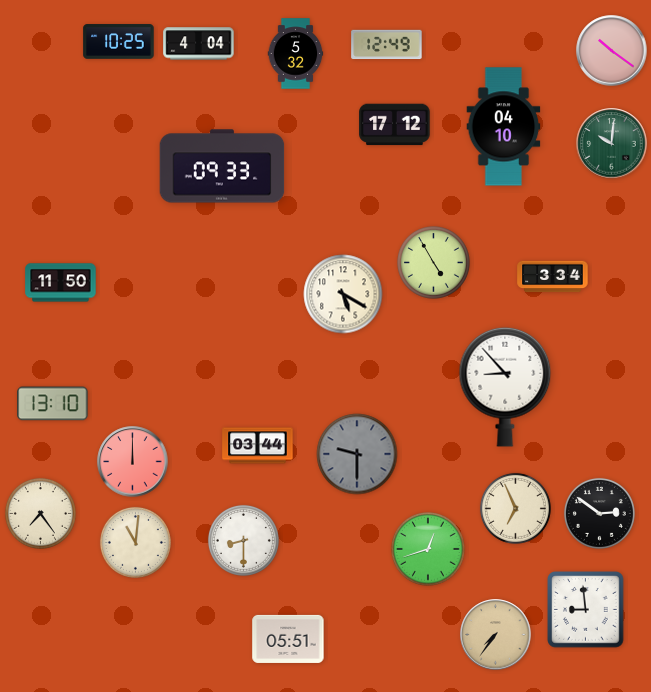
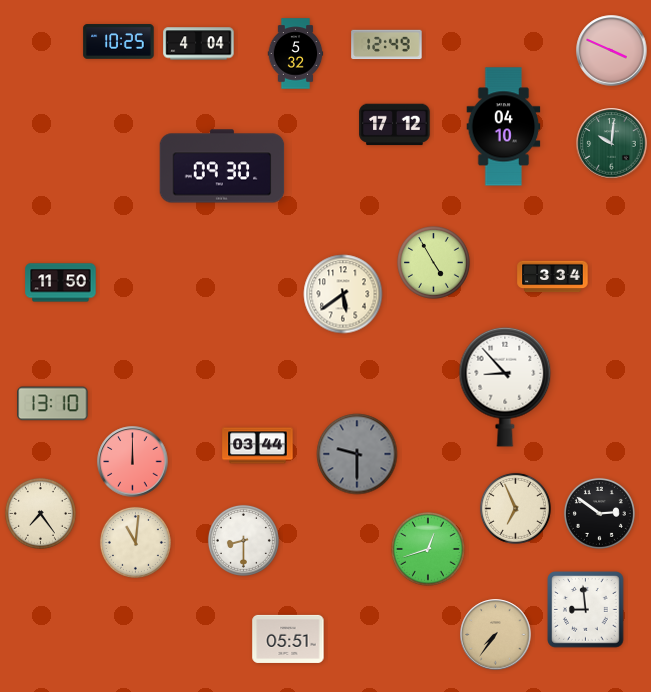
clock at (612, 51): 10:21 -> 3:49
clock at (222, 166): 09:33 -> 09:30
clock at (343, 294): 5:20 -> 5:39
